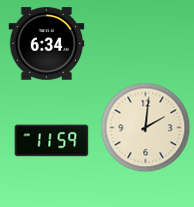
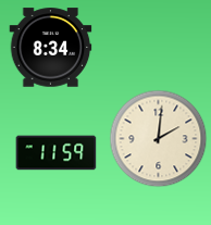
clock at (47, 44): 6:34 -> 8:34
